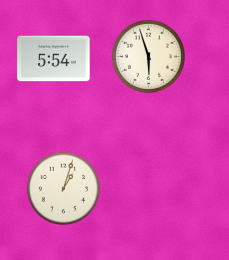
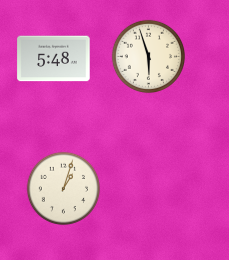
clock at (54, 59): 5:54 -> 5:48
